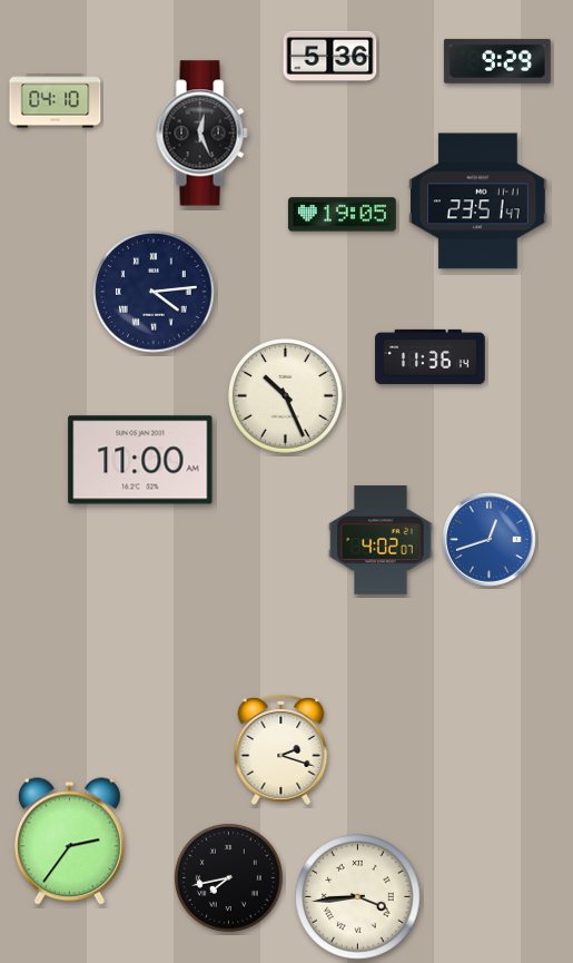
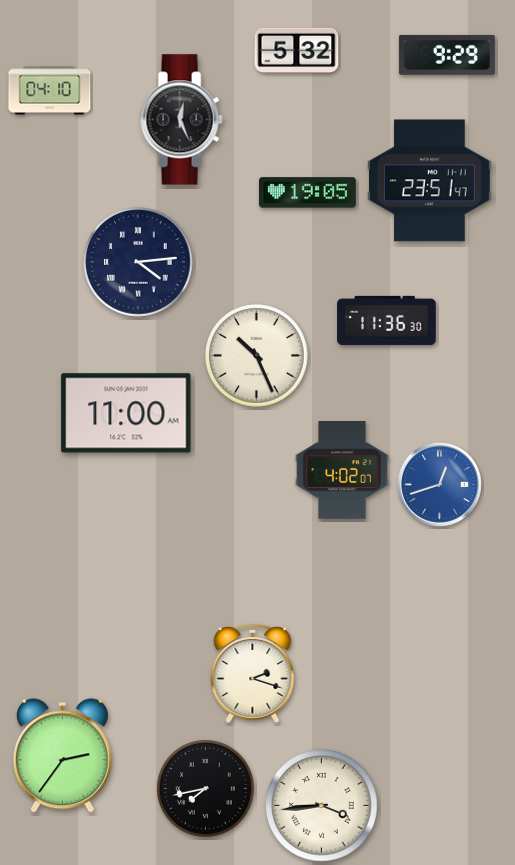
clock at (330, 56): 5:36 -> 5:32
clock at (431, 356): 11:36:14 -> 11:36:30
clock at (381, 540) position: (381, 540) -> (342, 470)
